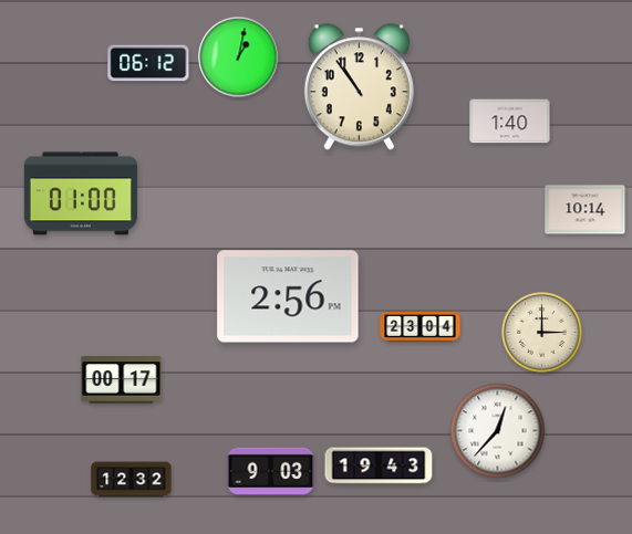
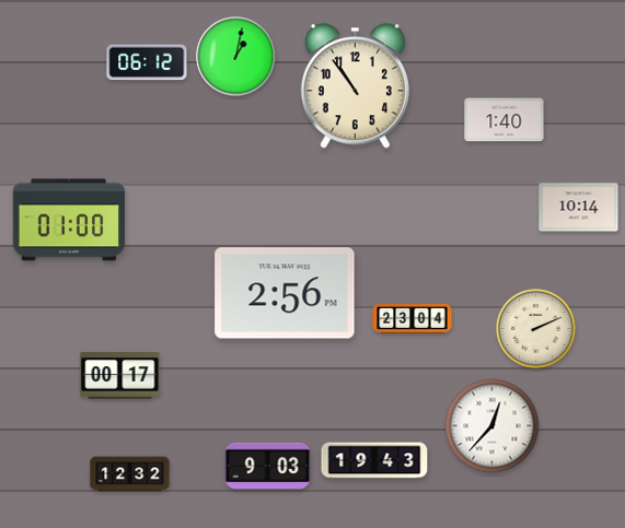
clock at (81, 193) position: (81, 193) -> (69, 220)
clock at (421, 327) position: (421, 327) -> (413, 319)
clock at (542, 333): 3:00 -> 2:11
